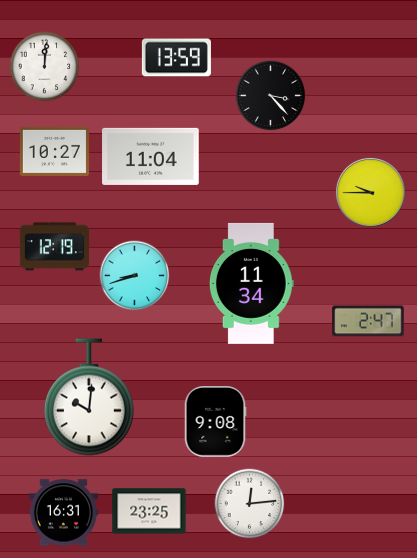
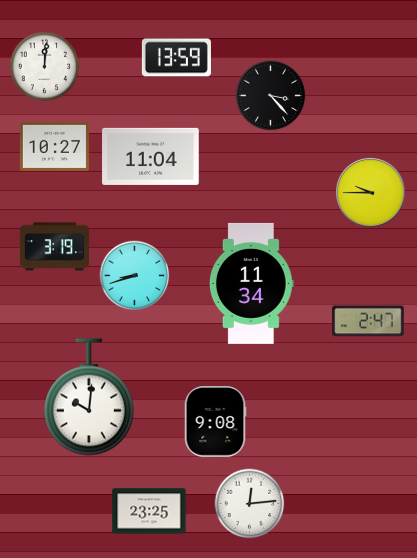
clock at (54, 151) position: (54, 151) -> (54, 146)
clock at (54, 247): 12:19 -> 3:19
clock at (63, 513): 16:31 -> none
